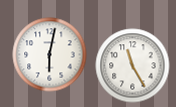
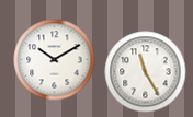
clock at (50, 55): 6:02 -> 10:10
